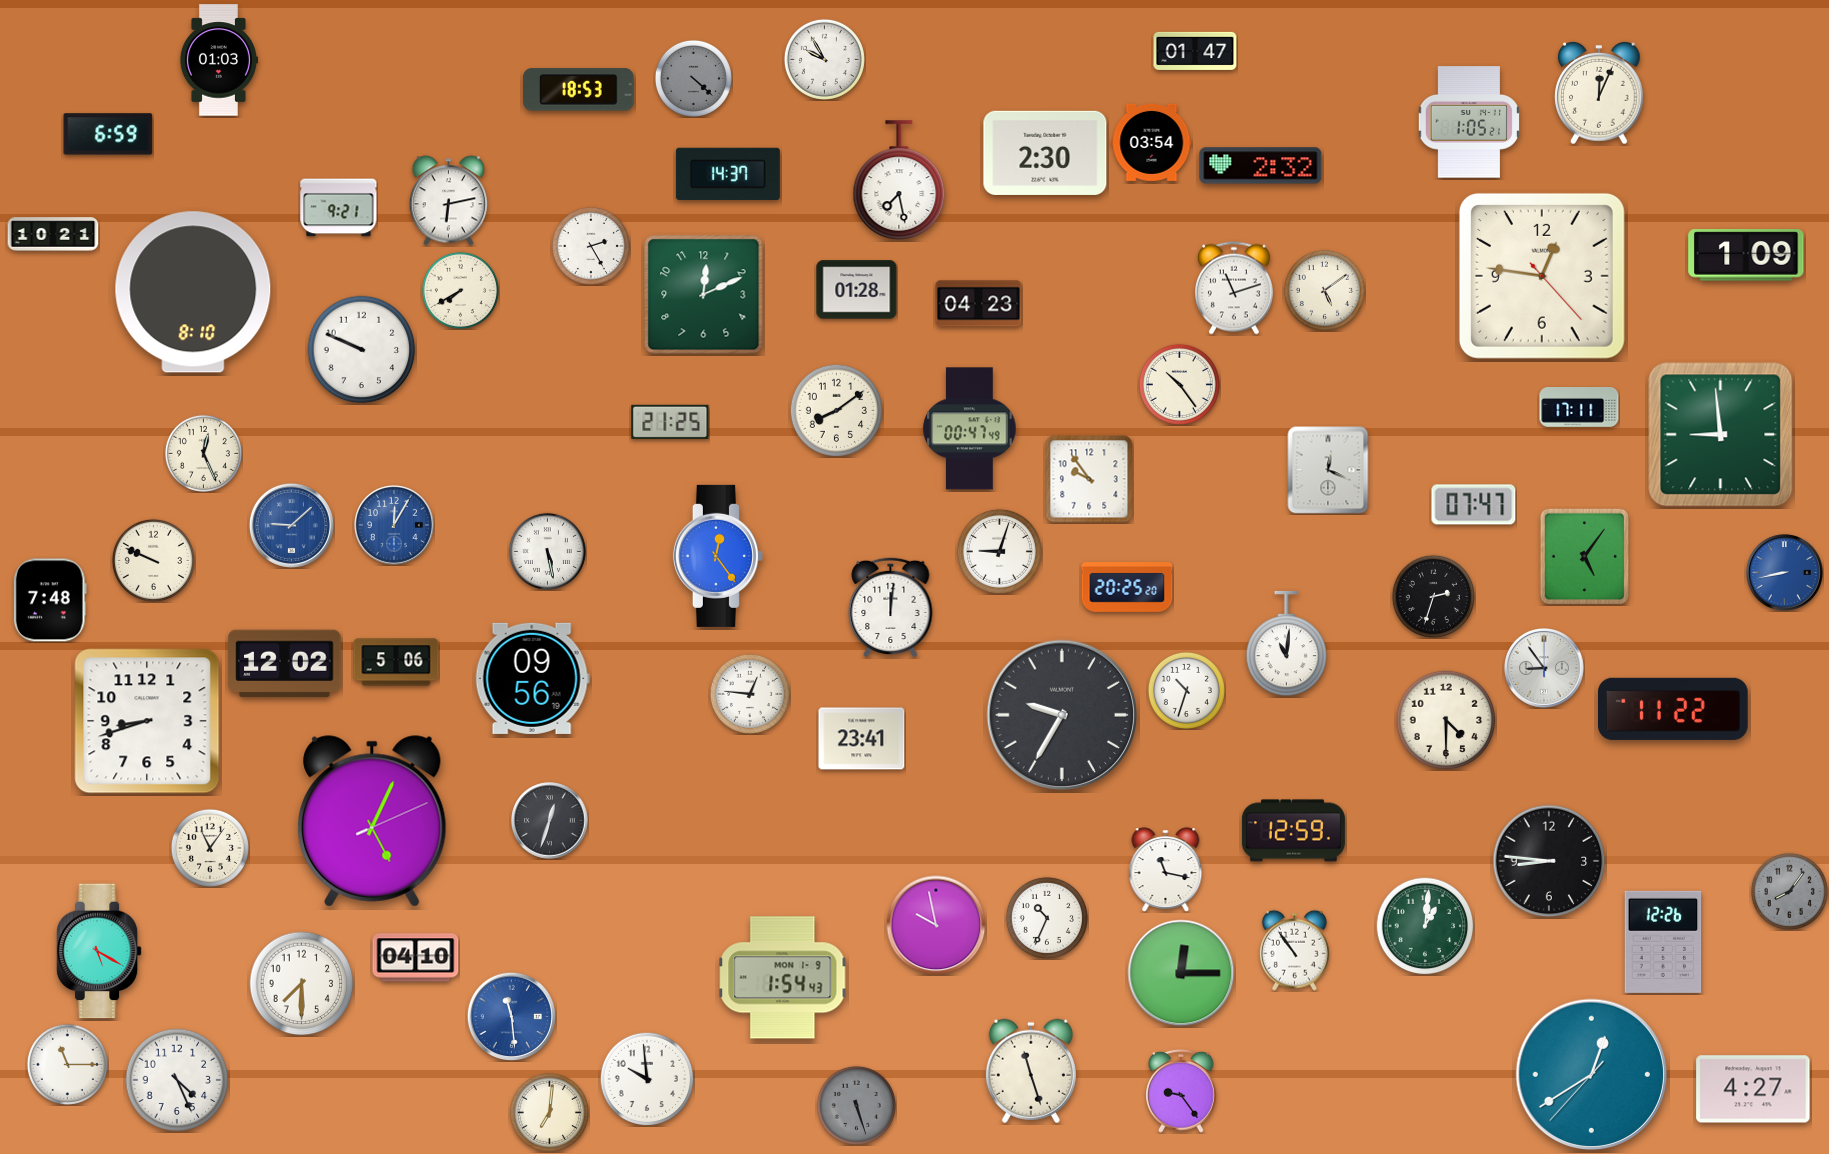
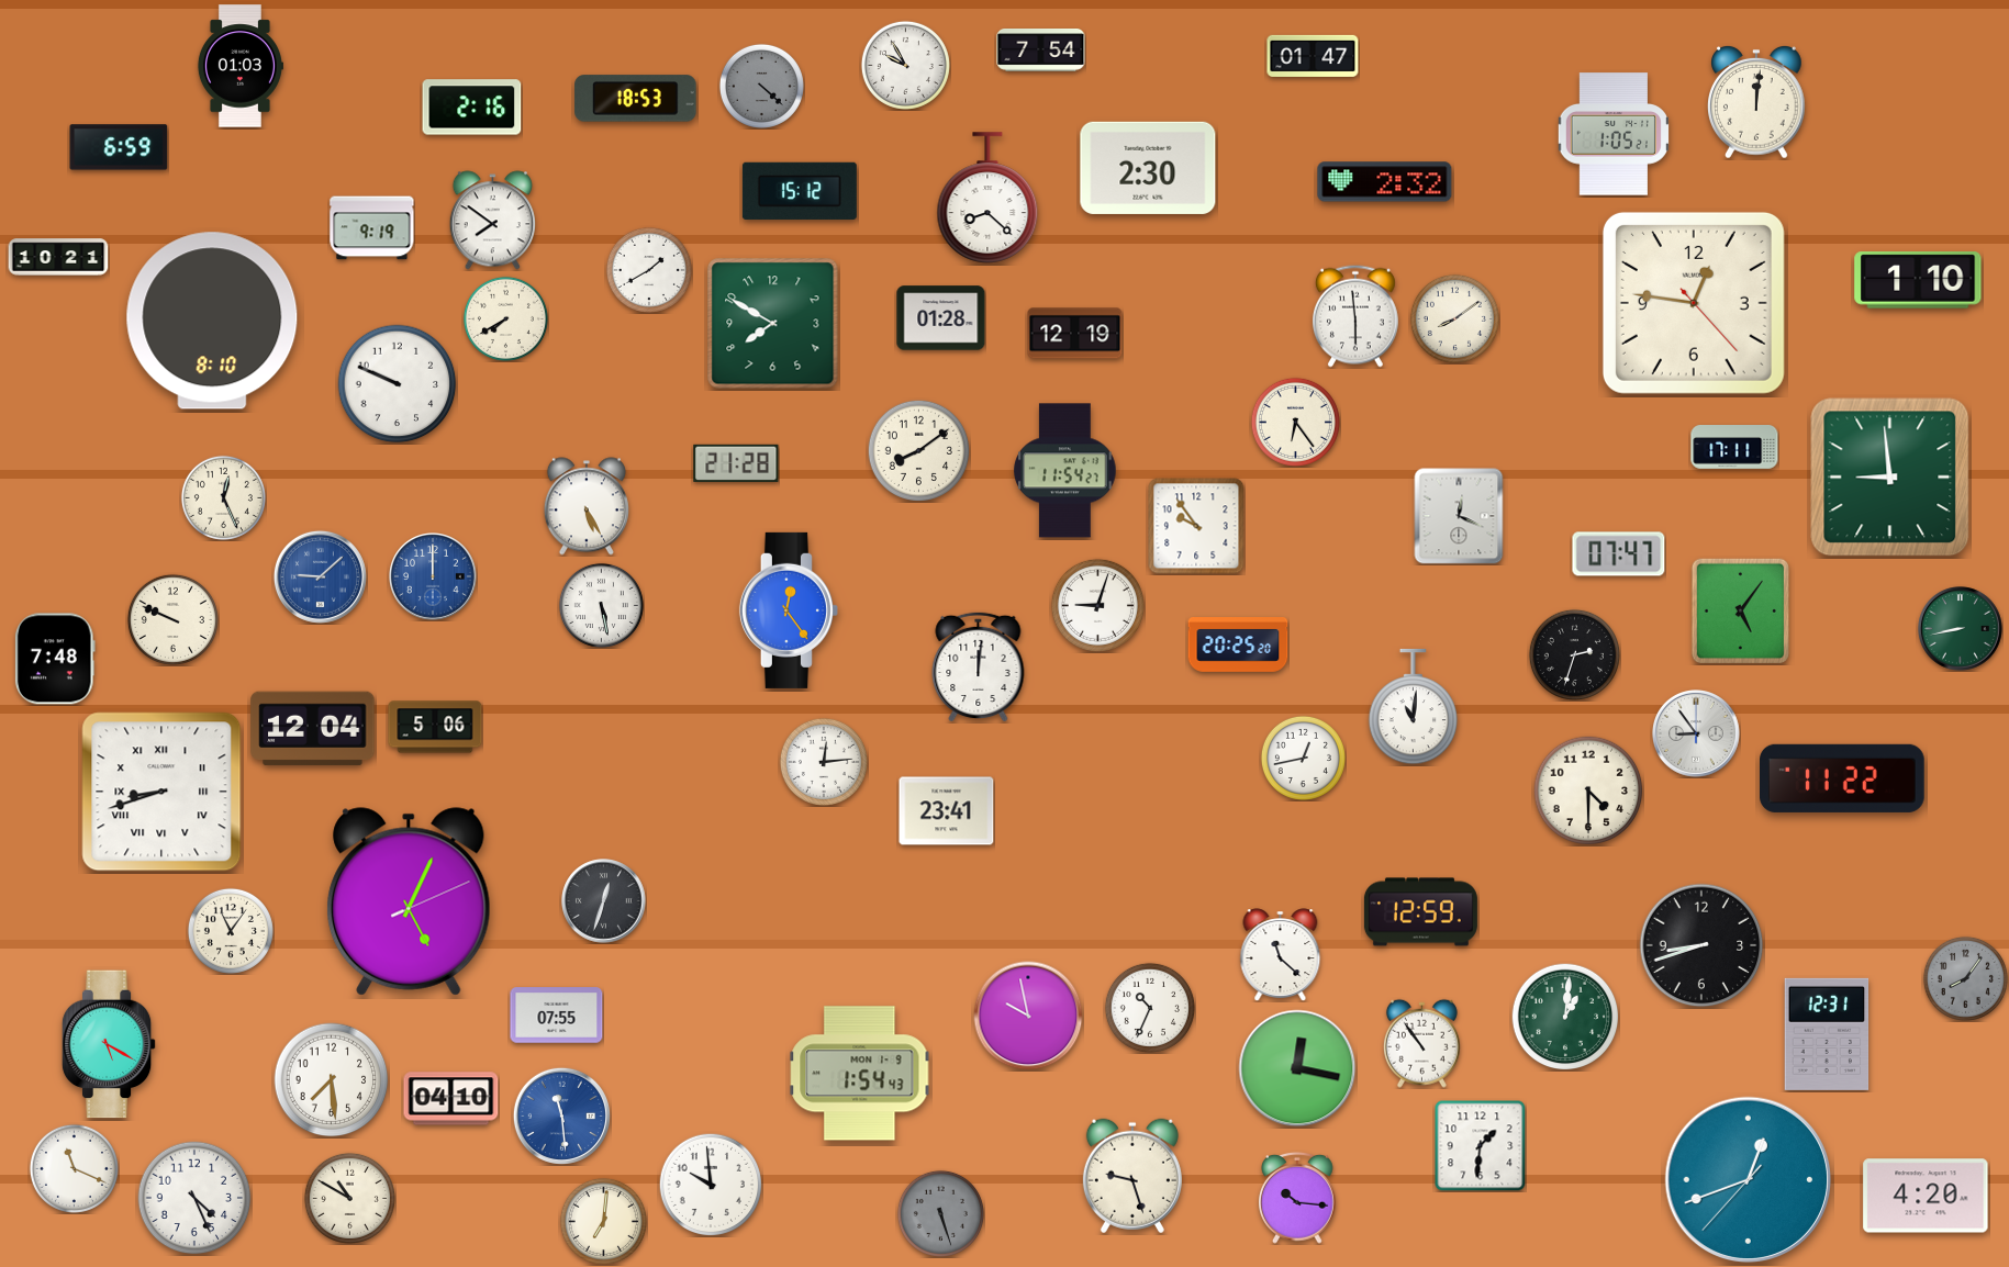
clock at (1041, 51): none -> 7:54
clock at (1600, 93): 12:04 -> 12:01
clock at (472, 108): none -> 2:16
clock at (1152, 142): 03:54 -> none
clock at (728, 174): 14:37 -> 15:12
clock at (899, 180): 7:28 -> 8:22
clock at (448, 201): 6:13 -> 7:51
clock at (339, 208): 9:21 -> 9:19
clock at (591, 246): 2:25 -> 1:40
clock at (1746, 255): 1:09 -> 1:10
clock at (1234, 288): 11:12 -> 5:59
clock at (1324, 290): 5:09 -> 8:09
clock at (704, 295): 12:11 -> 7:50
clock at (979, 304): 04:23 -> 12:19
clock at (1179, 384): 10:24 -> 6:24
clock at (670, 422): 21:25 -> 21:28
clock at (970, 429): 00:47 -> 11:54
clock at (587, 506): none -> 5:25
clock at (395, 526): 12:05 -> 12:00
clock at (153, 560) position: (153, 560) -> (172, 619)
clock at (1785, 573) dial: blue -> green
clock at (285, 664): 12:02 -> 12:04
clock at (532, 678): 09:56 -> none
clock at (1186, 690): 10:33 -> 12:43
clock at (750, 694): 12:46 -> 12:14
clock at (1674, 709) position: (1674, 709) -> (1843, 778)
clock at (1062, 715): 9:35 -> none
clock at (147, 721) numerals: Arabic -> Roman
clock at (1549, 861): 8:46 -> 8:42
clock at (1166, 869): 11:17 -> 11:22
clock at (557, 1016): none -> 07:55
clock at (1663, 942): 12:26 -> 12:31
clock at (416, 958) position: (416, 958) -> (451, 1099)
clock at (1181, 973): 12:15 -> 12:17
clock at (302, 984): 7:30 -> 7:29
clock at (1480, 1145): none -> 1:31
clock at (67, 1064): 11:15 -> 11:19
clock at (1031, 1071): 11:27 -> 9:27
clock at (1592, 1075): 12:39 -> 12:41
clock at (177, 1080) position: (177, 1080) -> (194, 1198)
clock at (1753, 1089): 4:27 -> 4:20
clock at (349, 1198): none -> 10:50
clock at (1182, 1091): 9:24 -> 10:16
